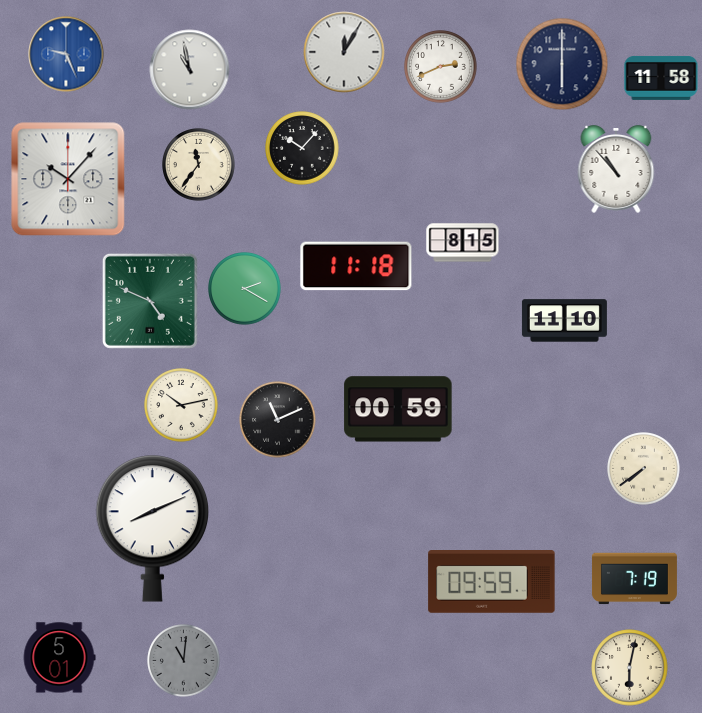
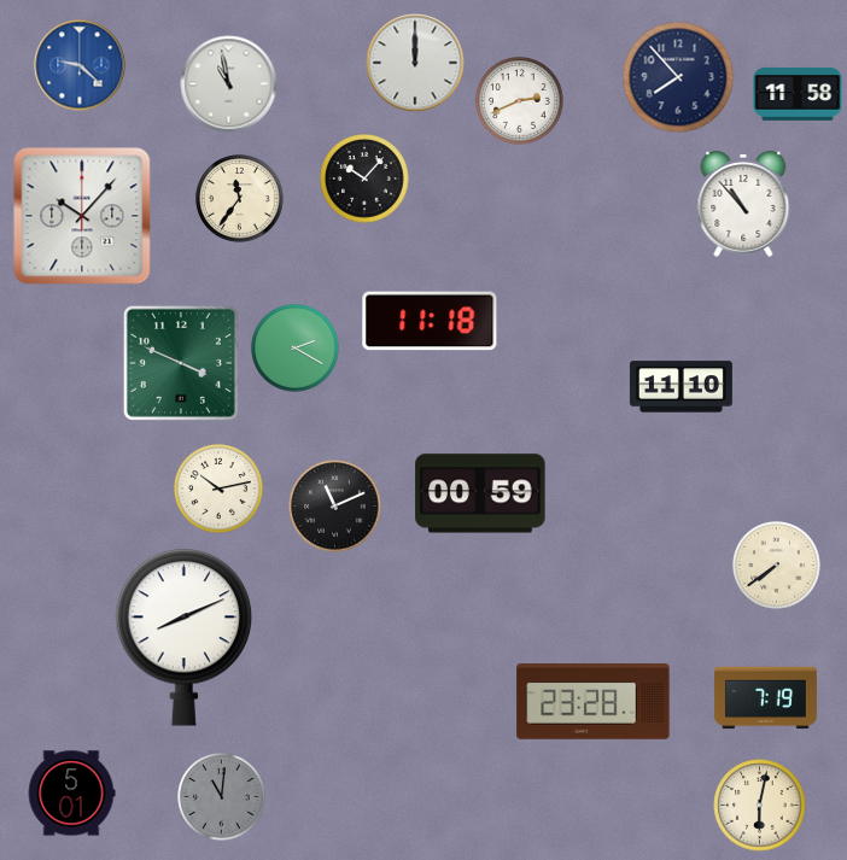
clock at (344, 52): 12:05 -> 12:00
clock at (66, 54): 9:26 -> 9:22
clock at (562, 64): 6:00 -> 7:53
clock at (441, 67) position: (441, 67) -> (520, 101)
clock at (463, 243): 8:15 -> none
clock at (150, 301): 4:49 -> 3:49
clock at (492, 582): 09:59 -> 23:28
